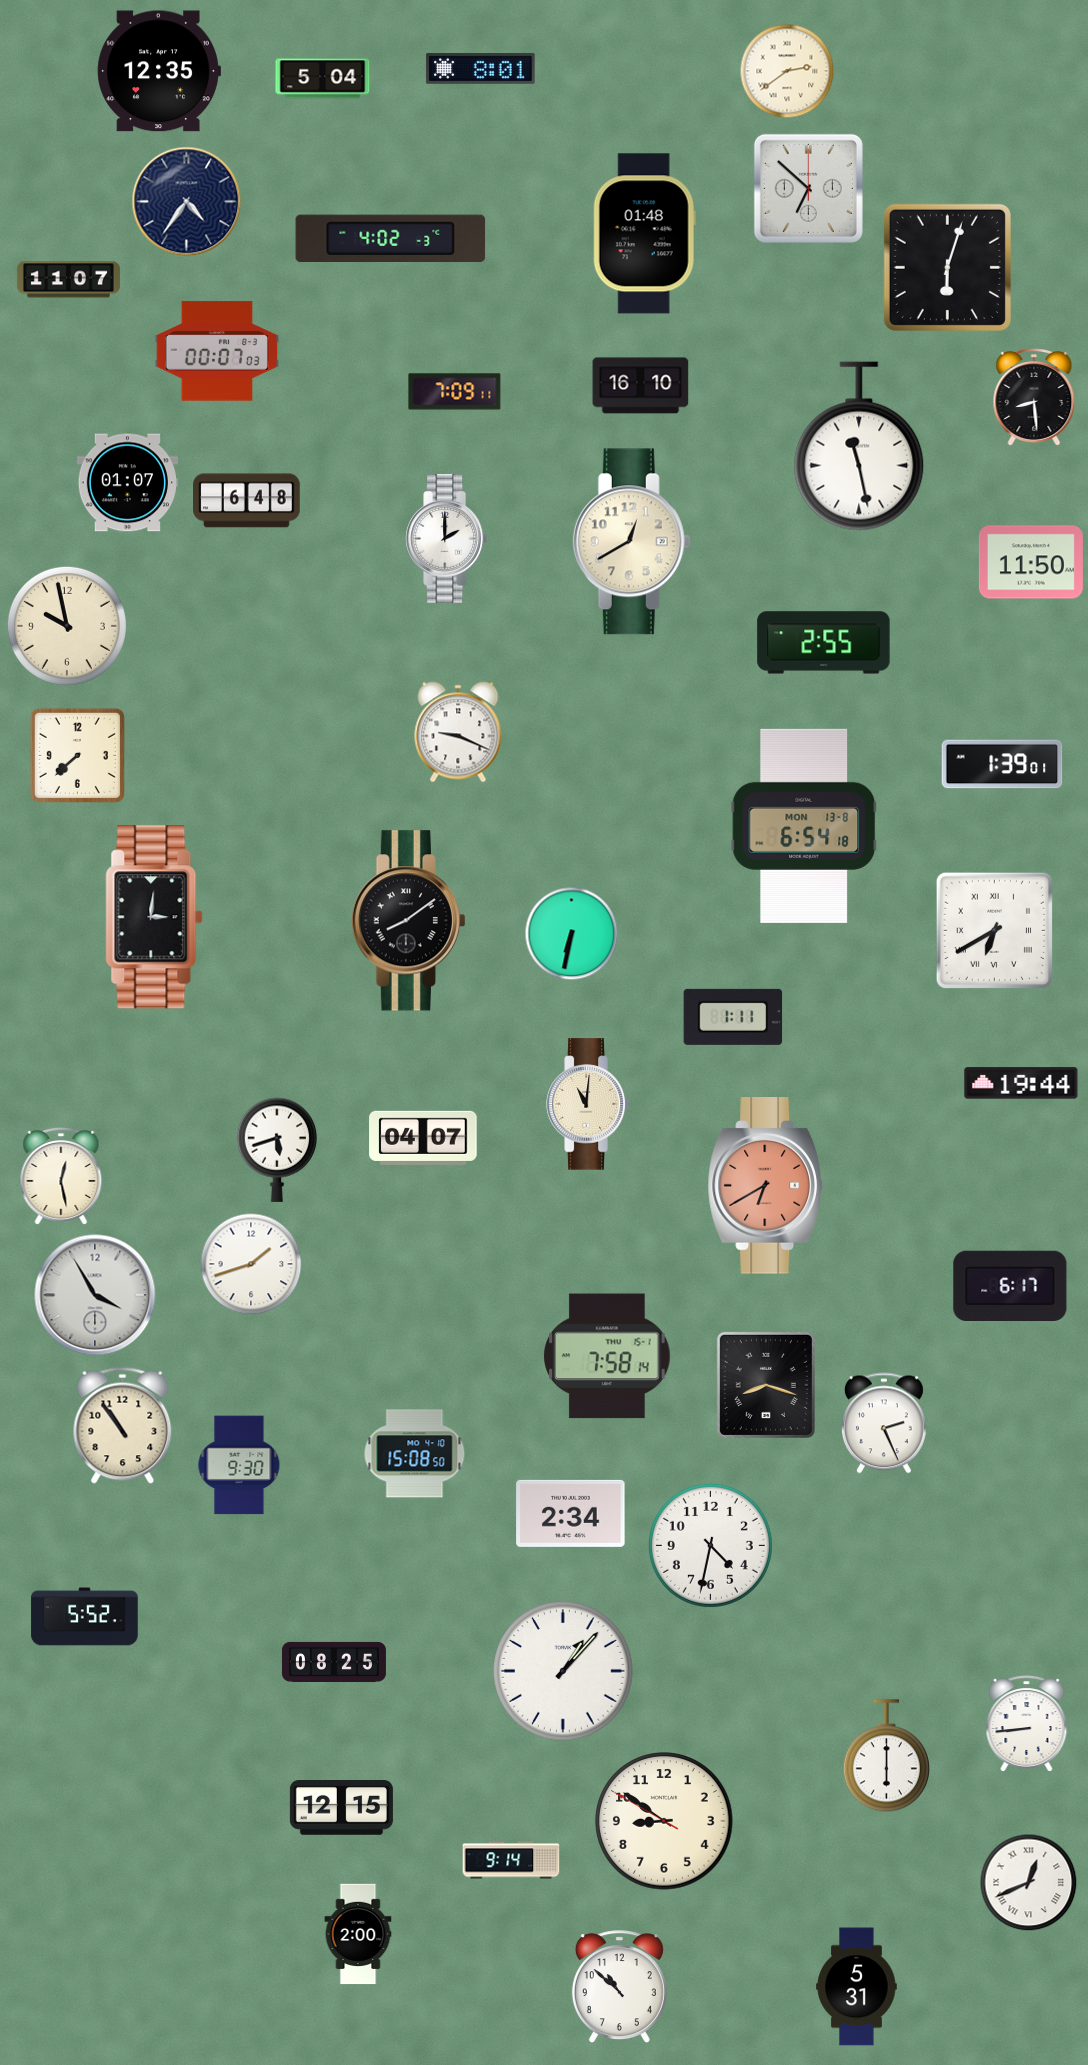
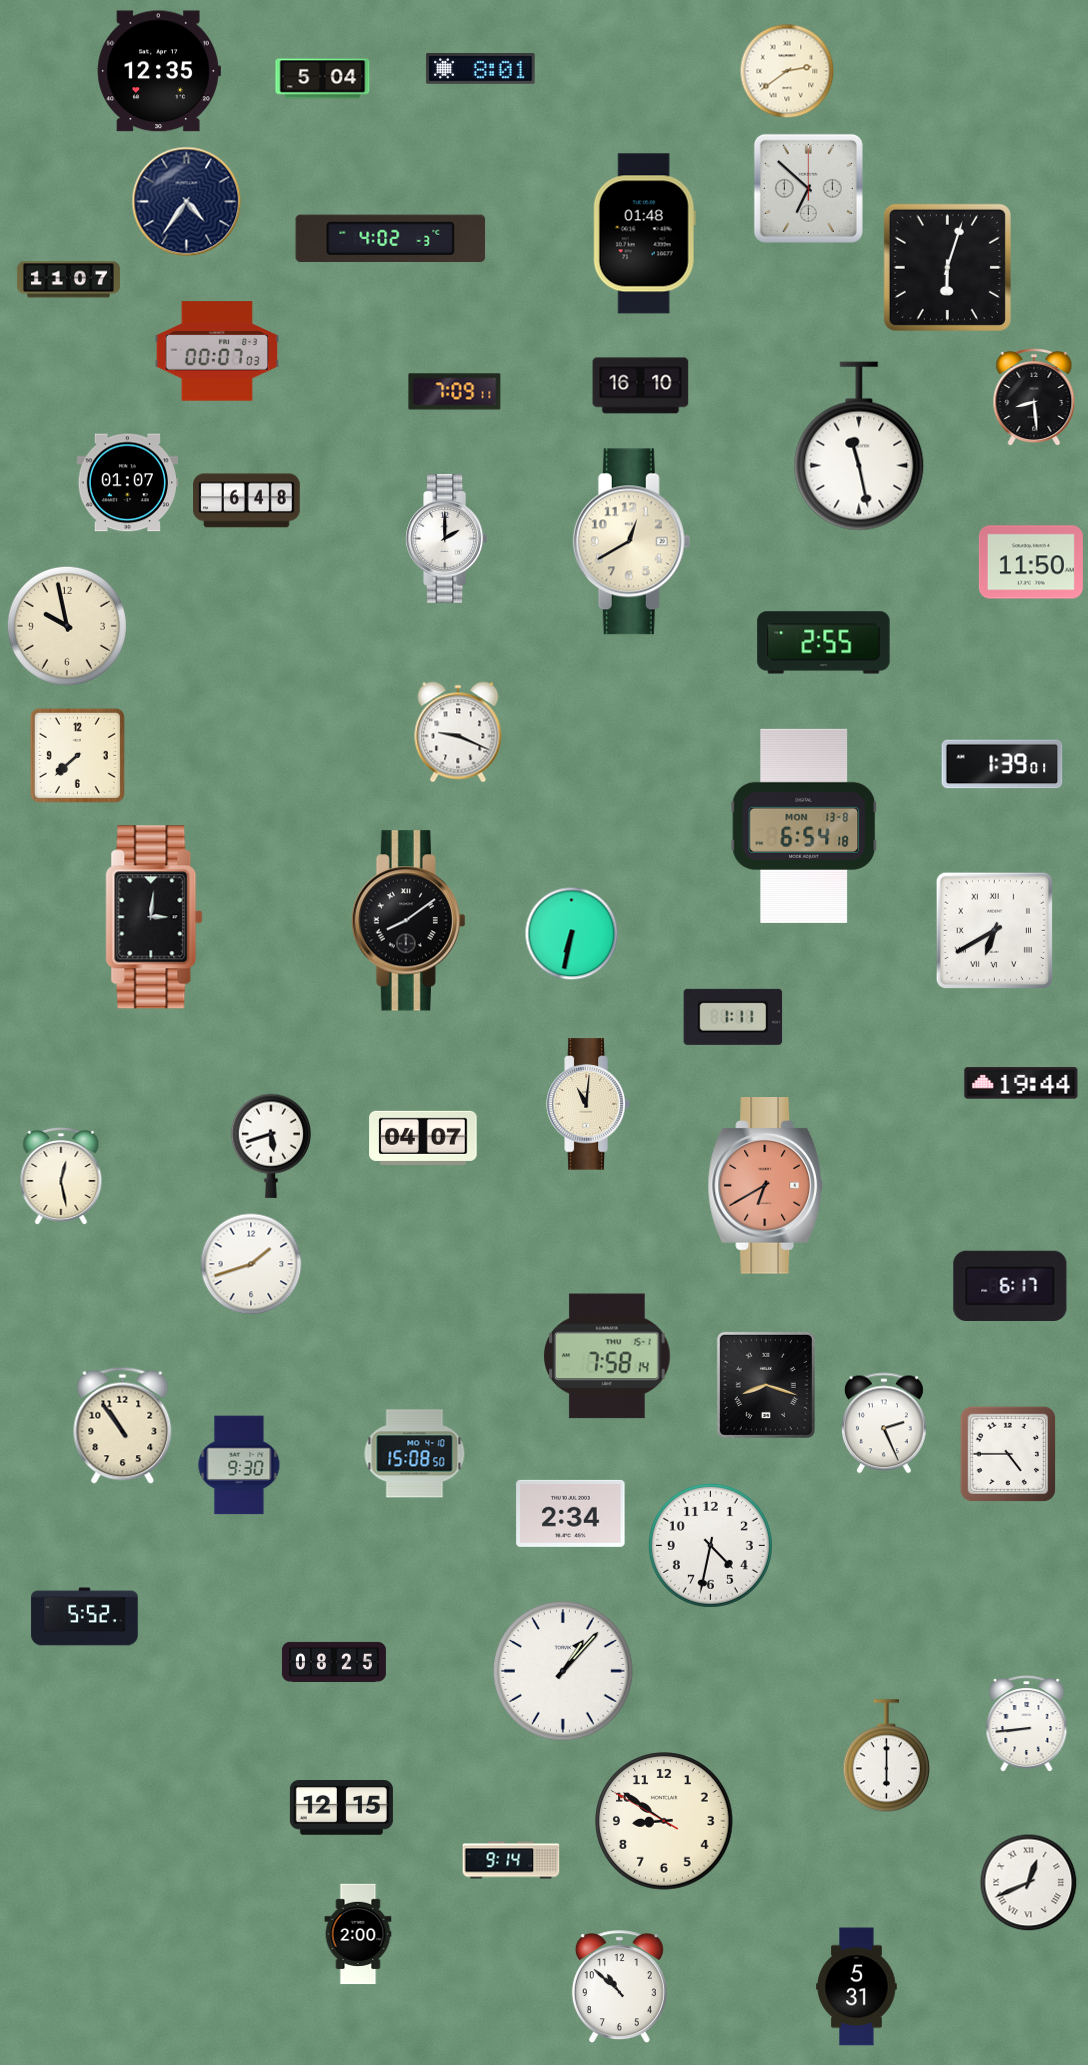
clock at (277, 1150) position: (277, 1150) -> (271, 1146)
clock at (95, 1295): 3:55 -> none
clock at (1008, 1454): none -> 4:45
